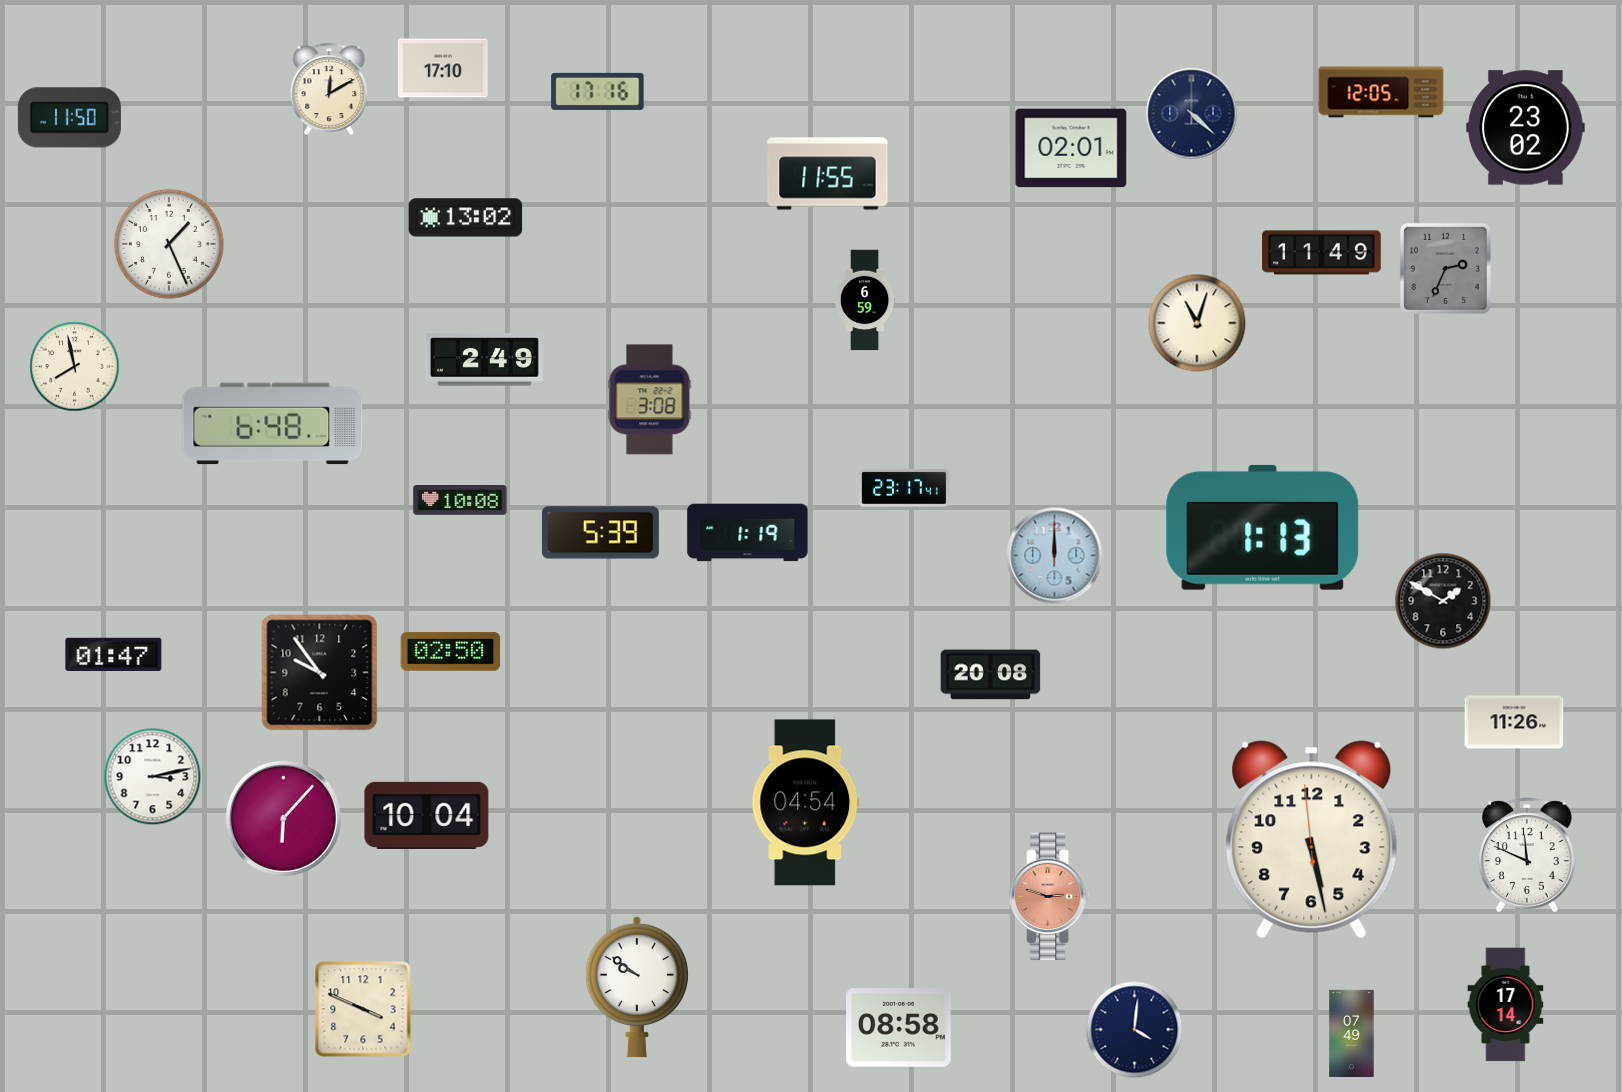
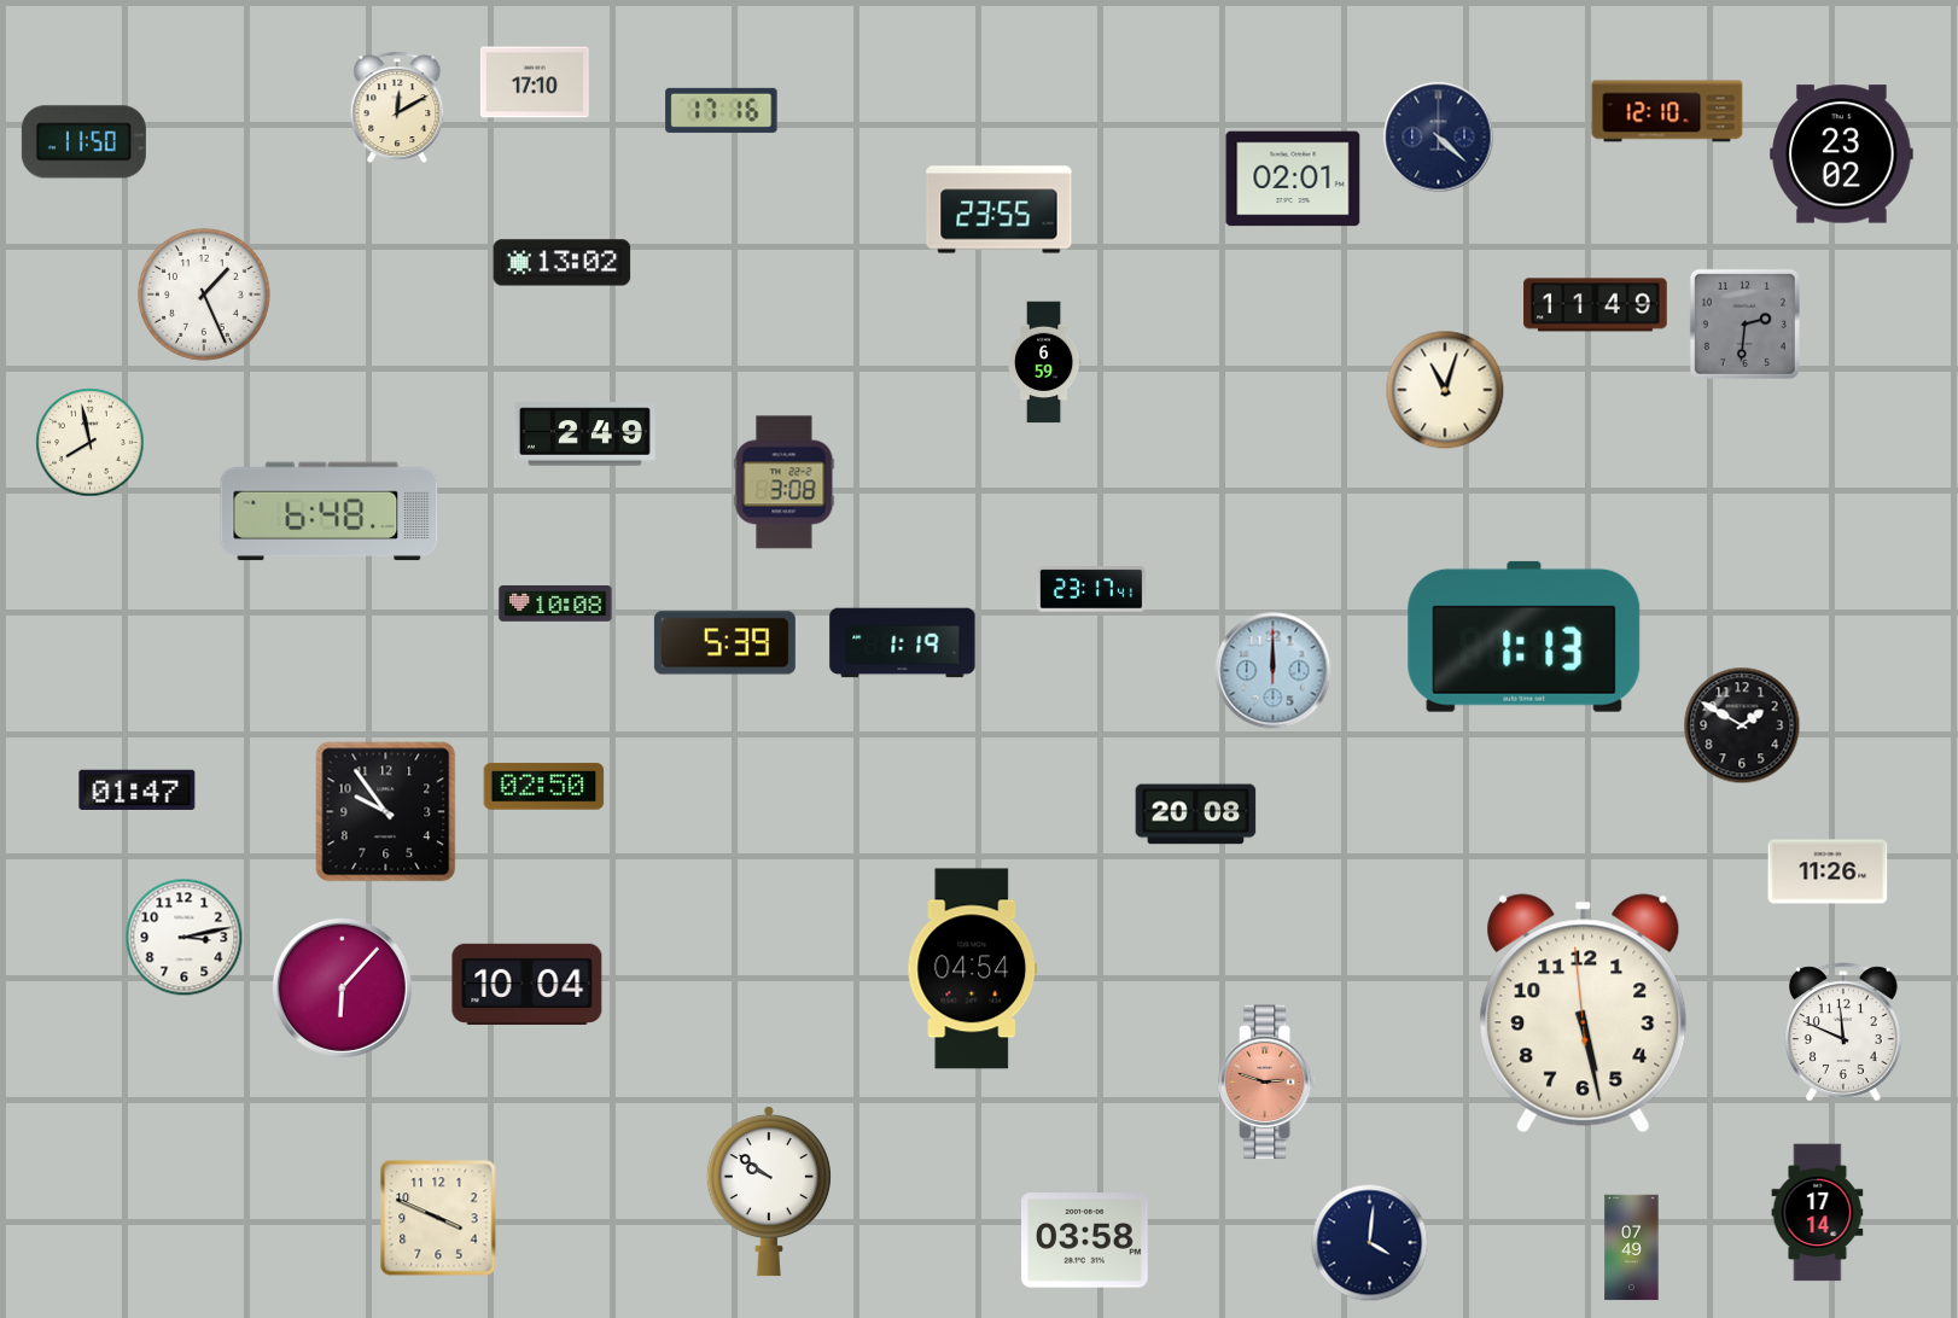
clock at (1381, 92): 12:05 -> 12:10
clock at (828, 174): 11:55 -> 23:55
clock at (1445, 268): 2:34 -> 2:31
clock at (427, 815) position: (427, 815) -> (528, 984)
clock at (899, 1028): 08:58 -> 03:58
